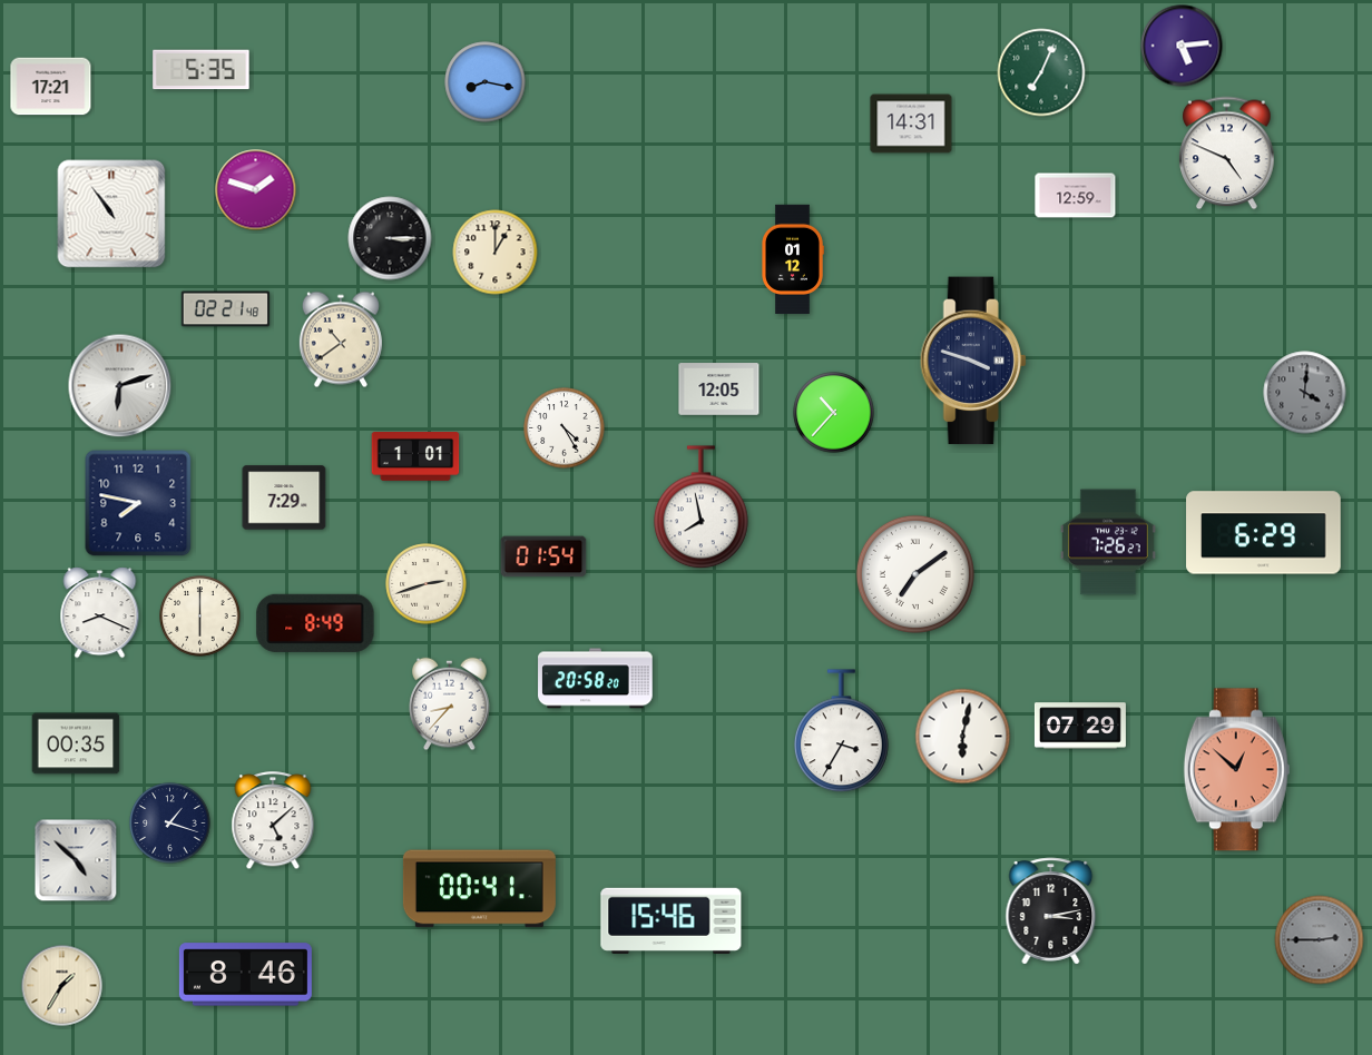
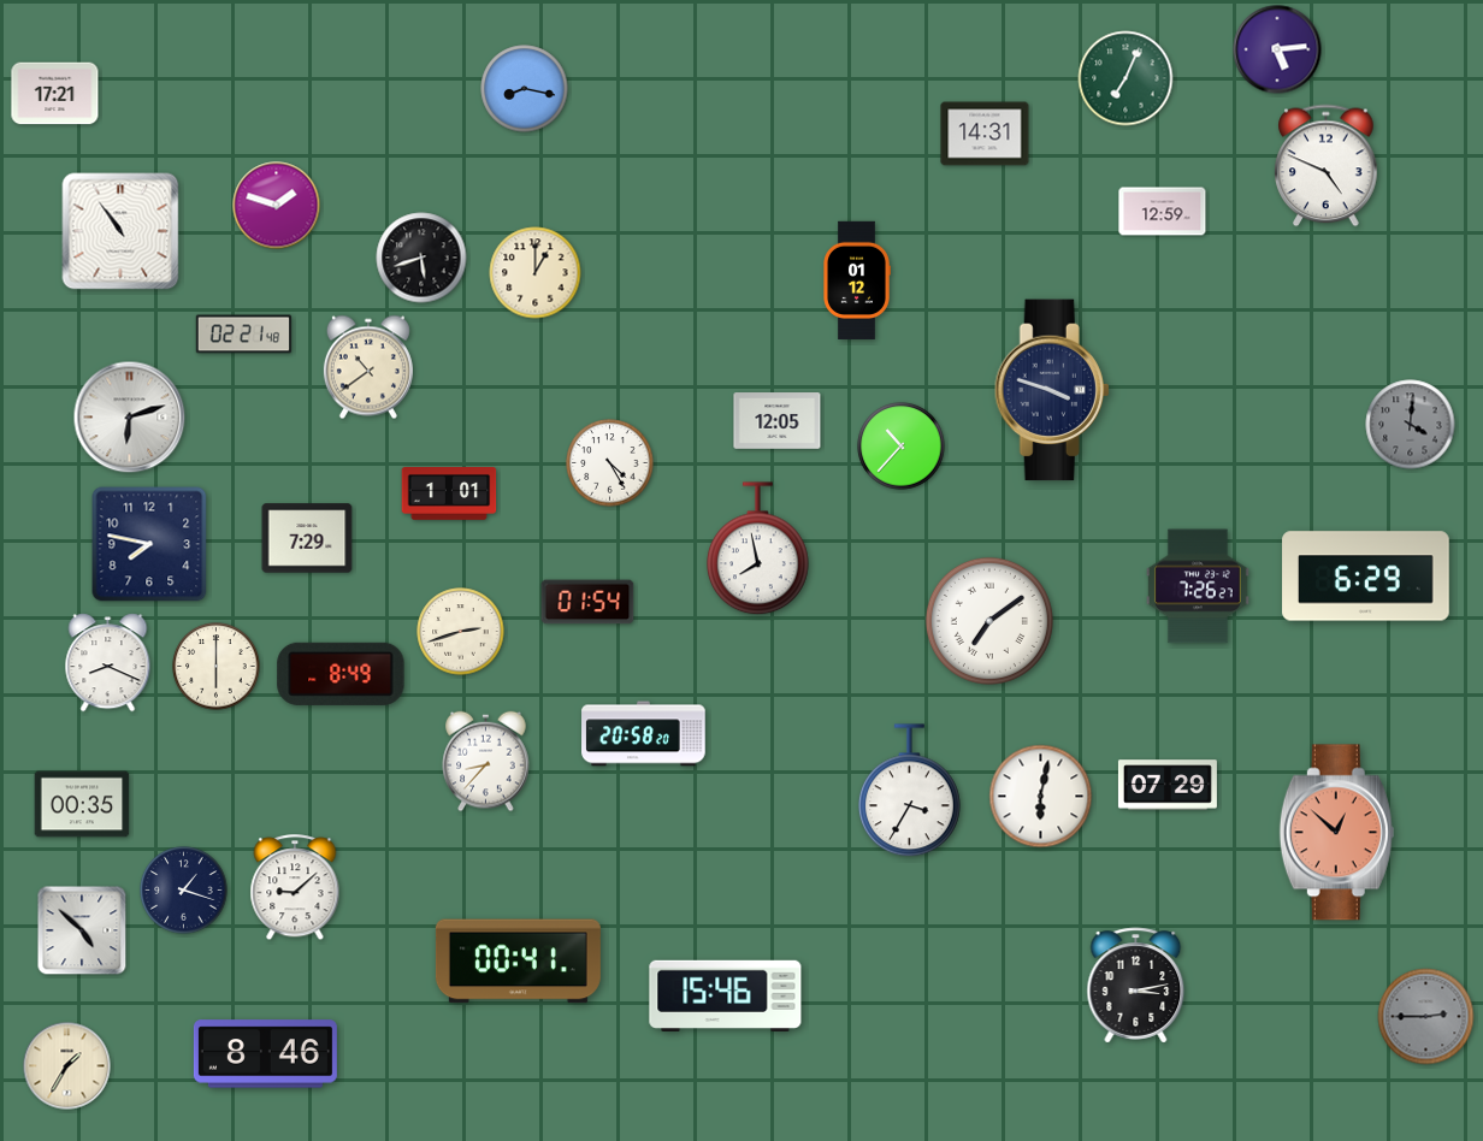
clock at (202, 70): 5:35 -> none
clock at (390, 238): 3:15 -> 5:42
clock at (273, 821): 5:08 -> 9:08
